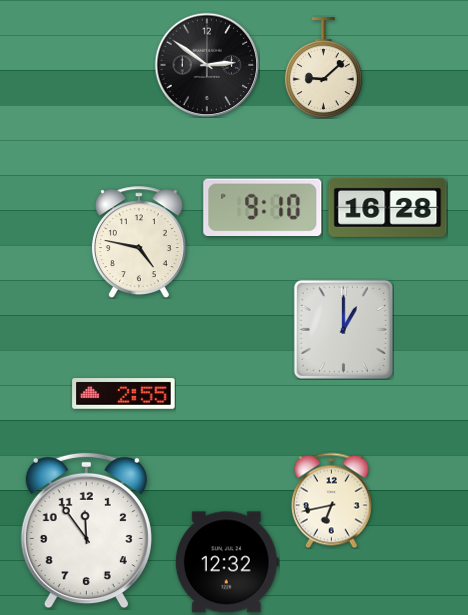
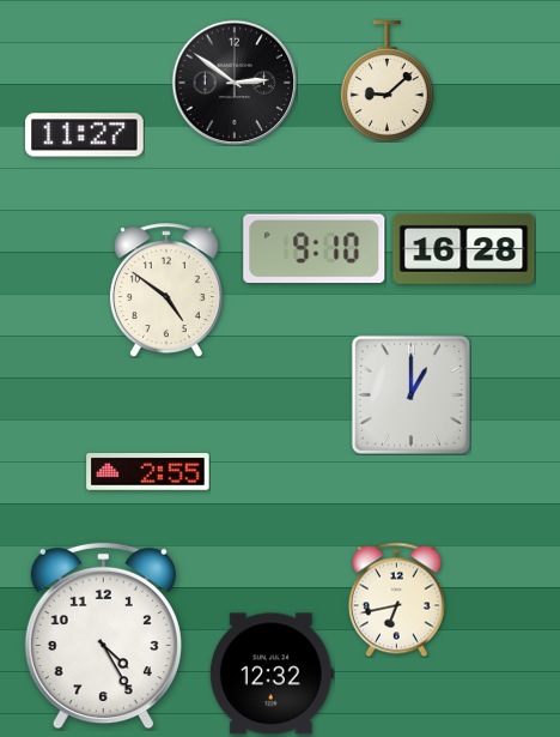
clock at (207, 65) position: (207, 65) -> (235, 83)
clock at (85, 135): none -> 11:27
clock at (139, 242): 4:47 -> 4:51
clock at (86, 531): 11:54 -> 4:25
